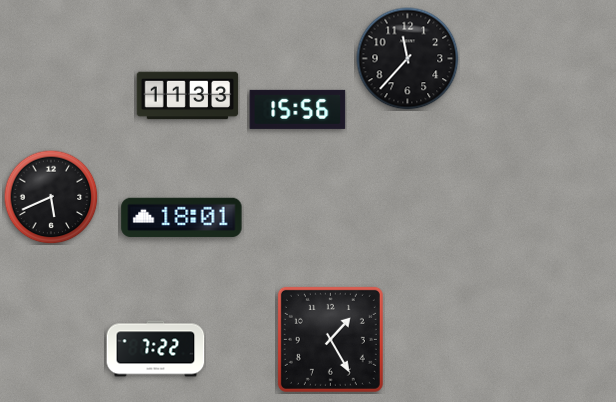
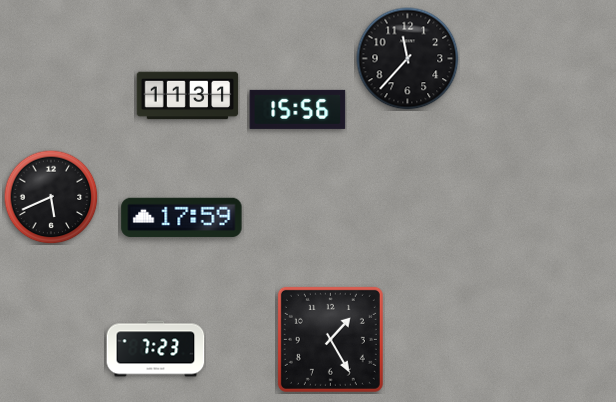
clock at (188, 96): 11:33 -> 11:31
clock at (182, 218): 18:01 -> 17:59
clock at (156, 349): 7:22 -> 7:23
